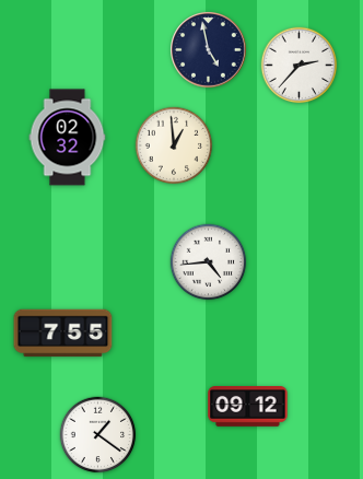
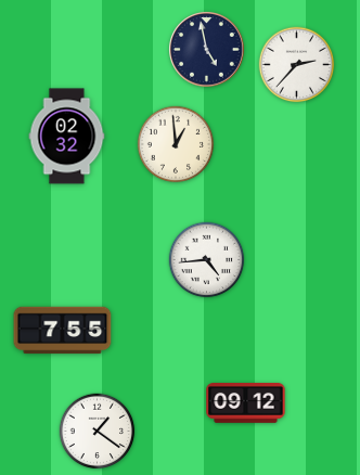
clock at (174, 145) position: (174, 145) -> (176, 144)
